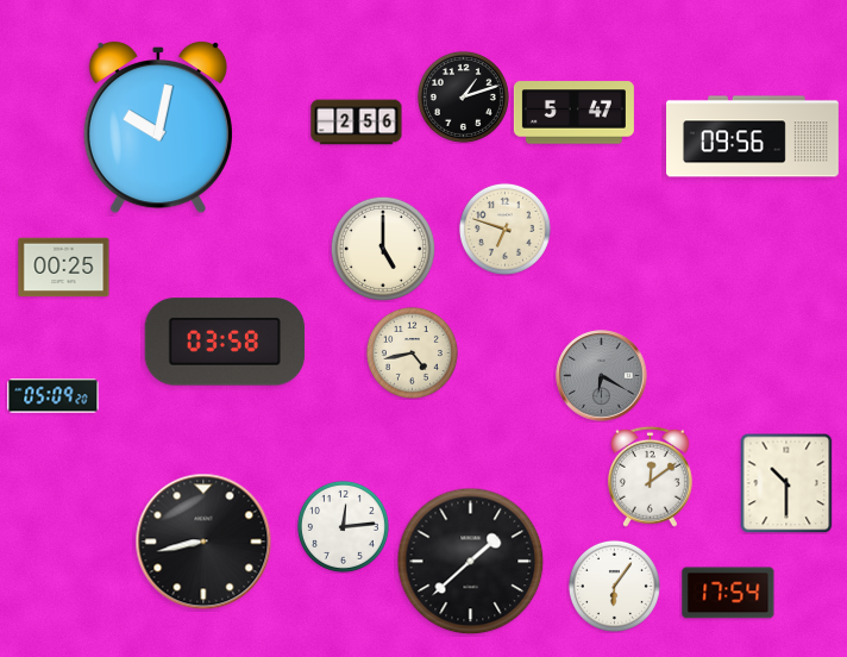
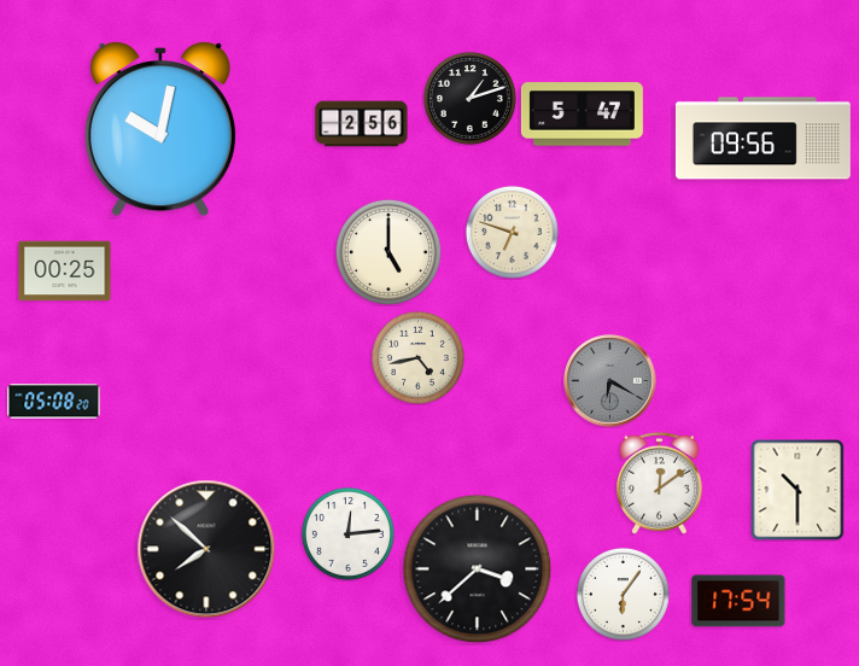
clock at (225, 342): 03:58 -> none
clock at (54, 396): 05:09 -> 05:08
clock at (203, 542): 8:43 -> 7:52
clock at (471, 562): 1:38 -> 3:38
